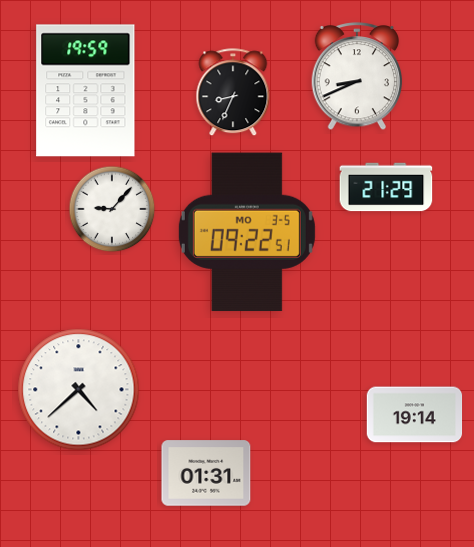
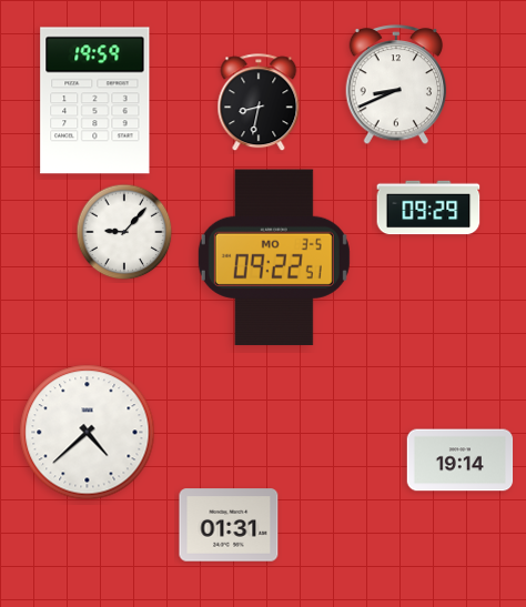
clock at (233, 93): 8:34 -> 8:32
clock at (386, 187): 21:29 -> 09:29
